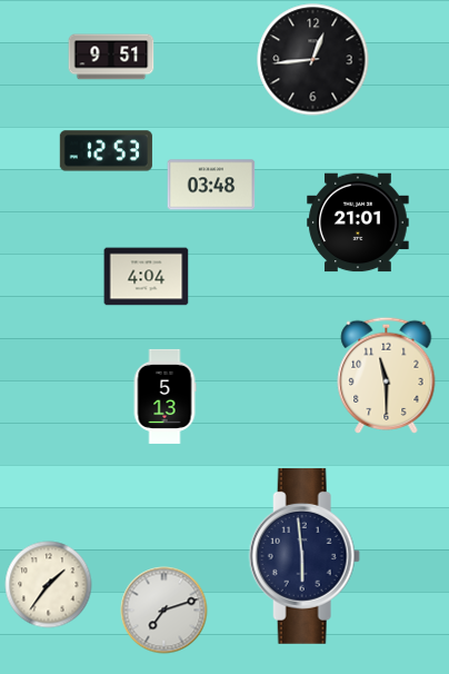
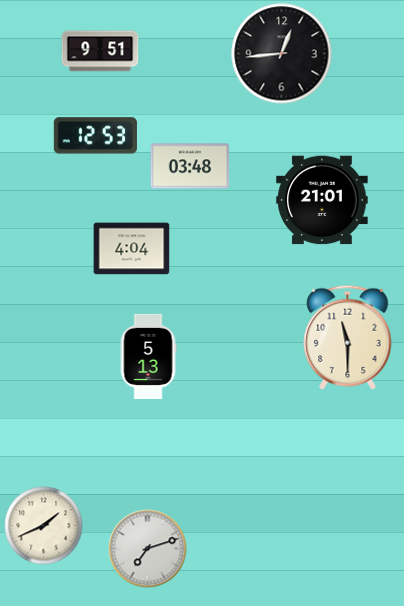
clock at (305, 556): 5:59 -> none
clock at (49, 585): 1:36 -> 1:41
